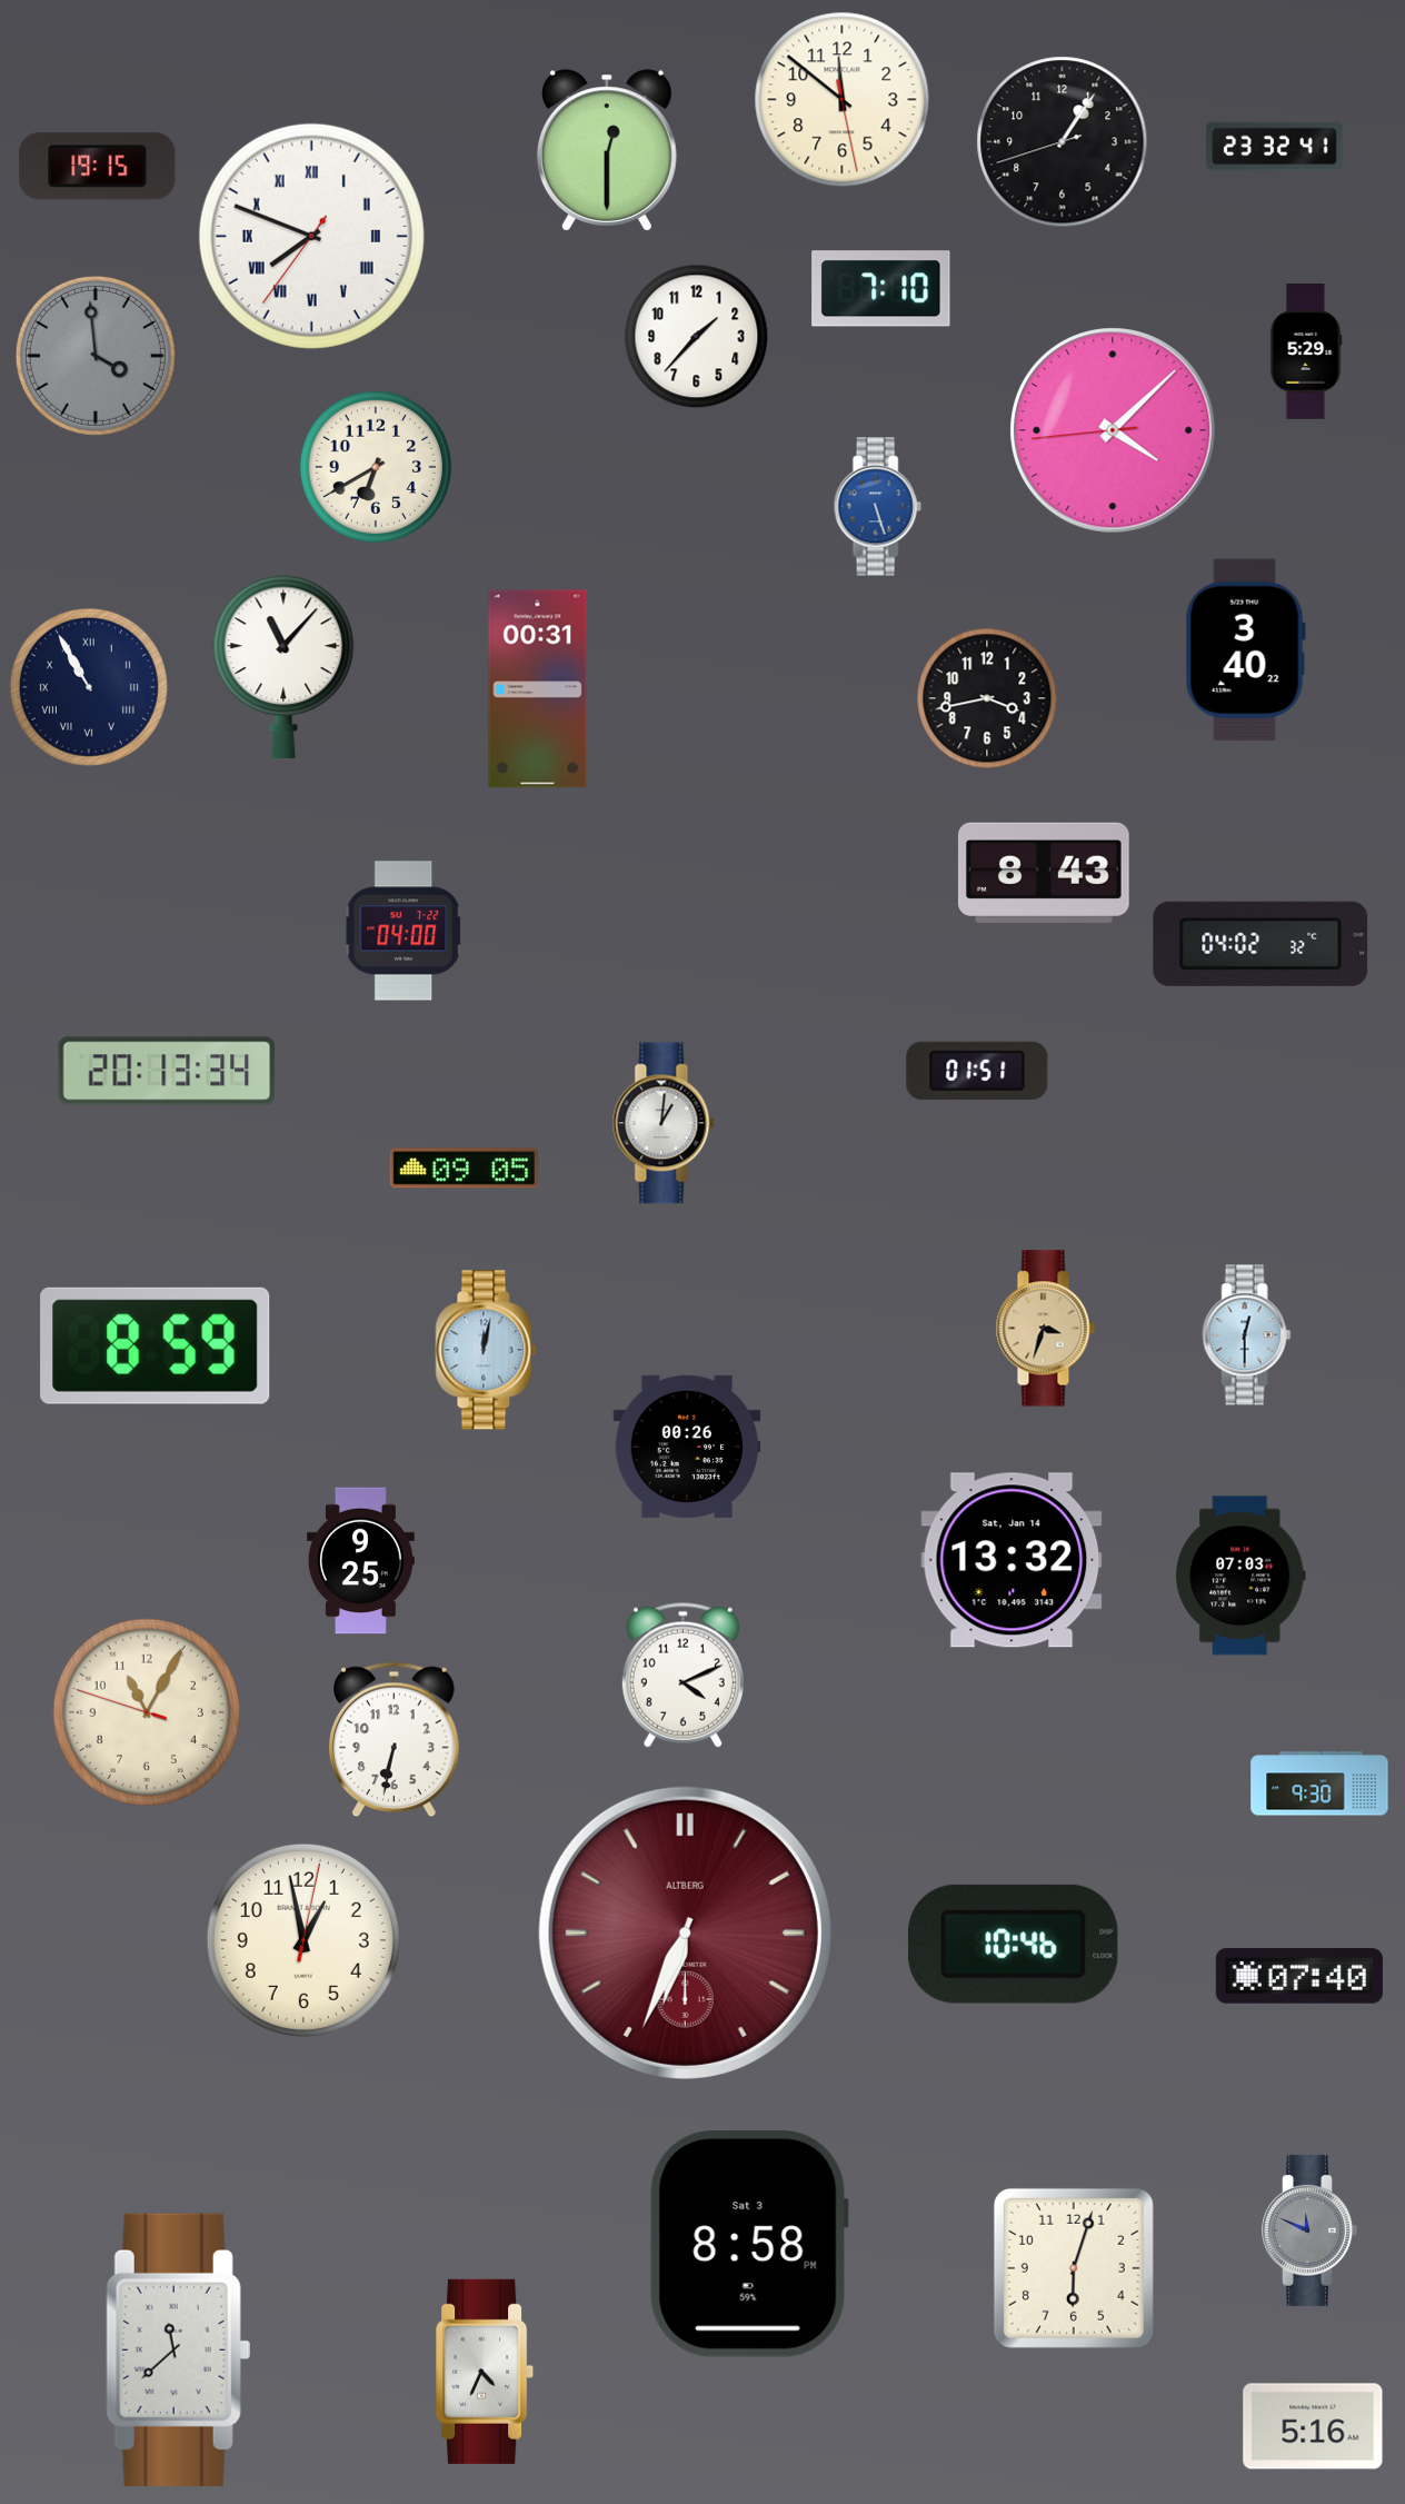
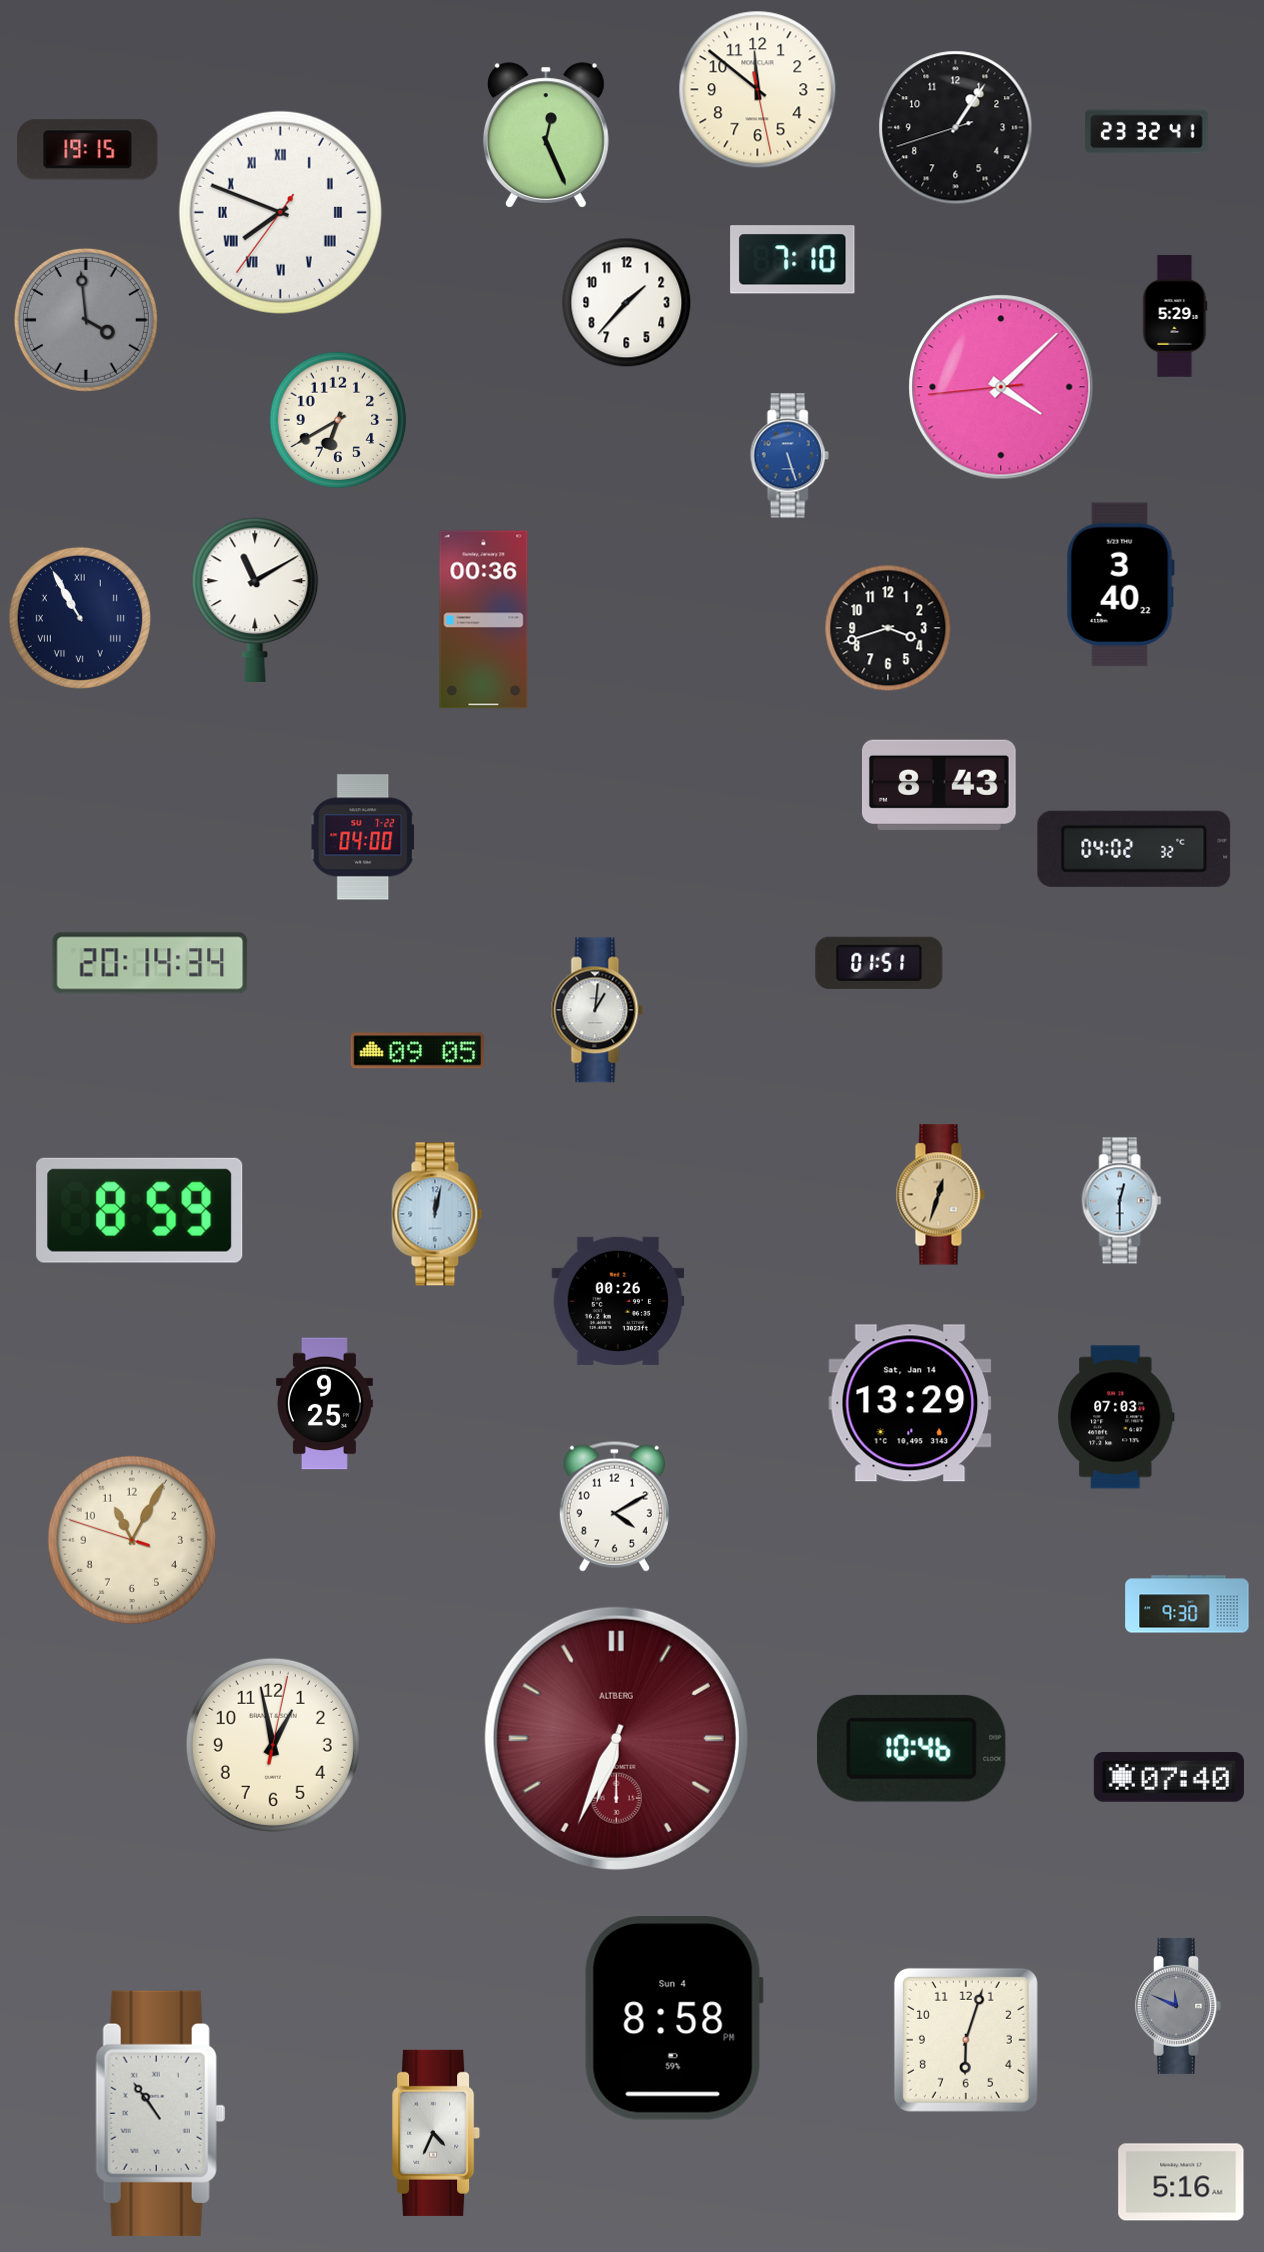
clock at (607, 150): 12:30 -> 12:26
clock at (283, 666): 11:07 -> 11:10
clock at (538, 689): 00:31 -> 00:36
clock at (987, 698): 3:43 -> 3:42
clock at (167, 1071): 20:13 -> 20:14
clock at (1045, 1329): 3:33 -> 12:33
clock at (1012, 1560): 13:32 -> 13:29
clock at (682, 1675): 4:11 -> 4:10
clock at (395, 1740): 6:32 -> none
clock at (749, 2245) date: Sat 3 -> Sun 4
clock at (178, 2349): 11:38 -> 10:54
